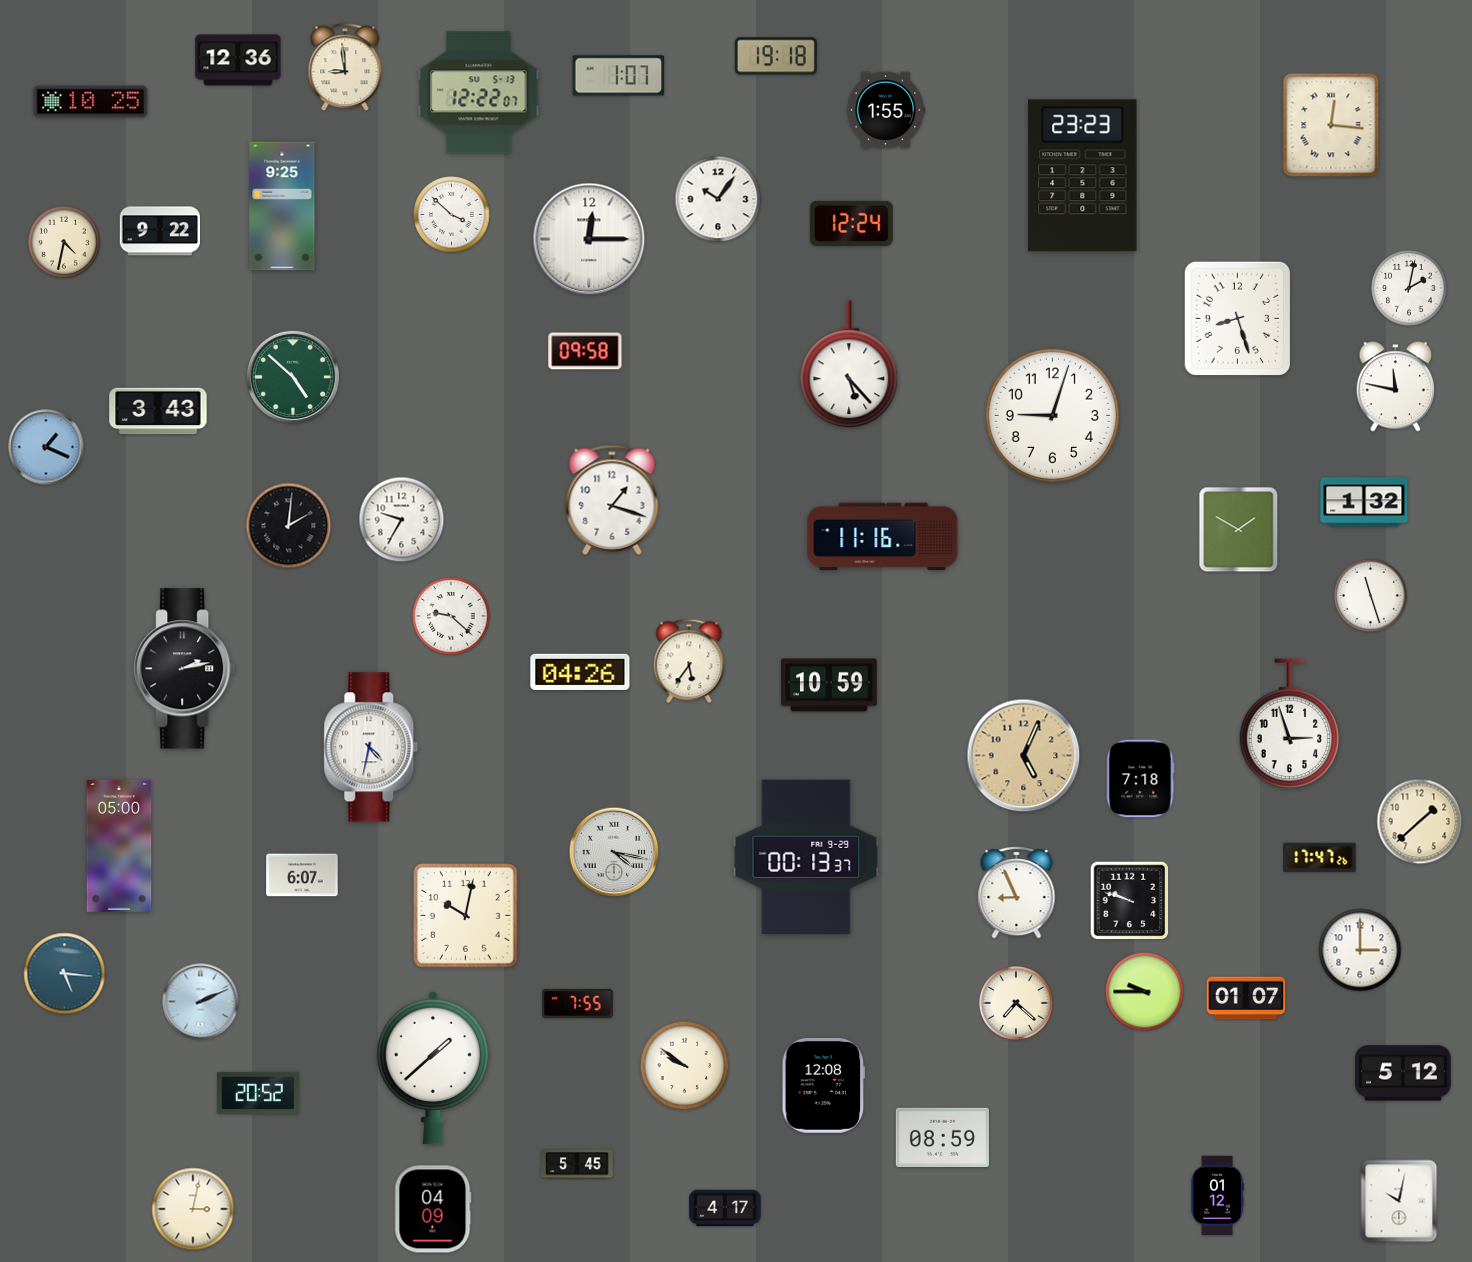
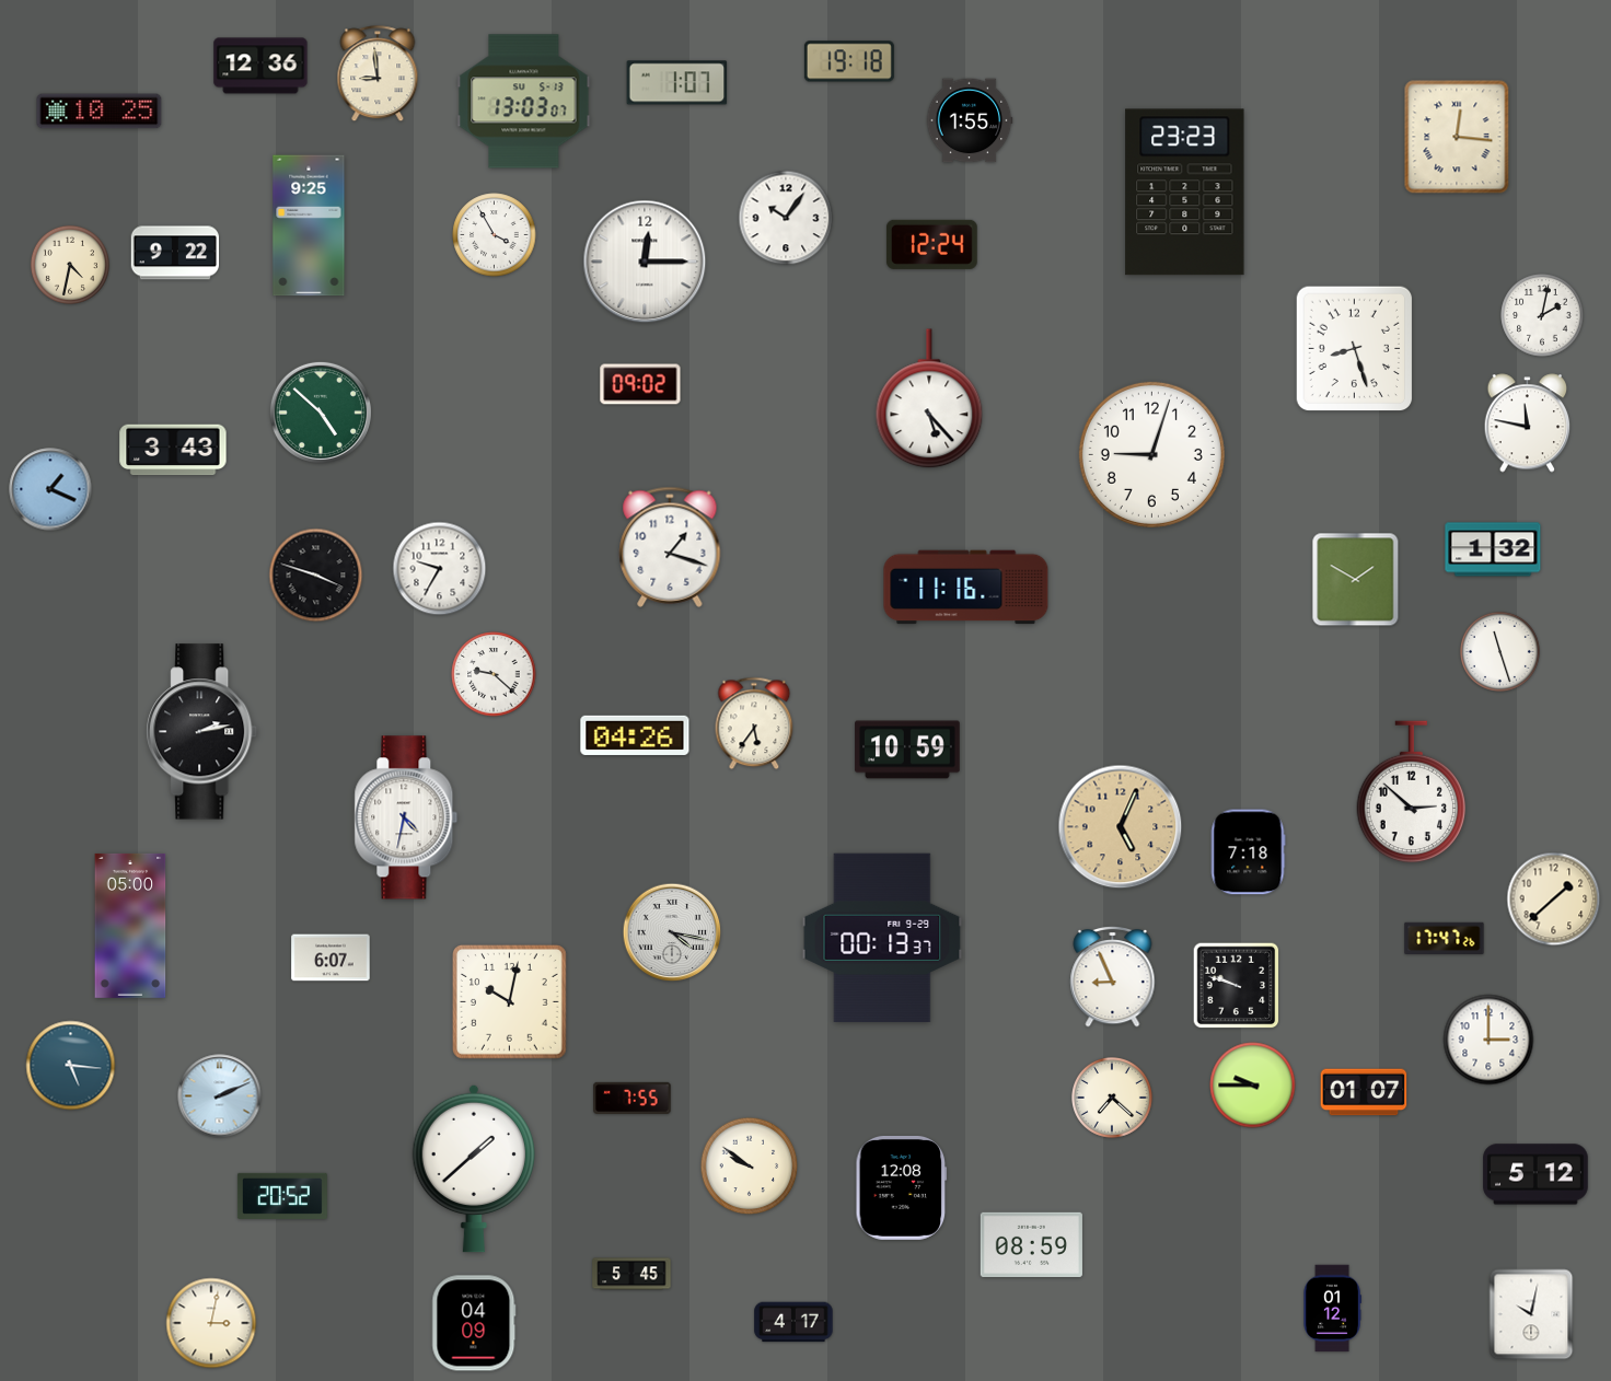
clock at (479, 93): 12:22 -> 13:03
clock at (452, 215): 3:52 -> 3:55
clock at (585, 351): 09:58 -> 09:02
clock at (289, 526): 2:01 -> 3:48
clock at (1289, 724): 2:57 -> 2:52
